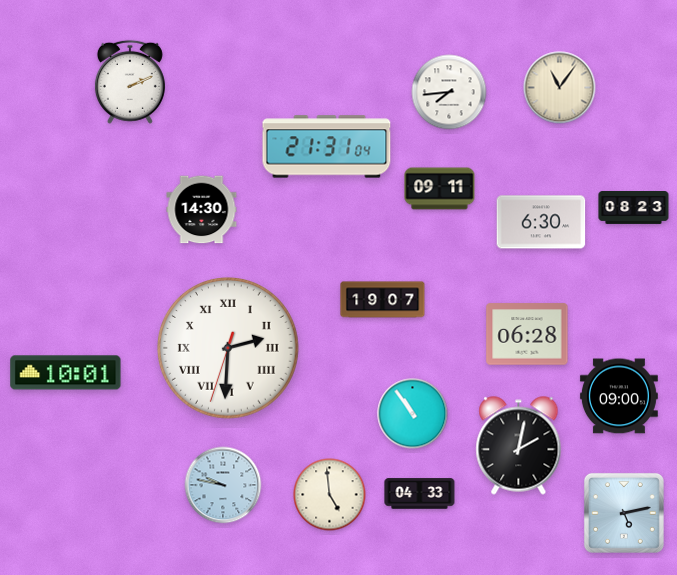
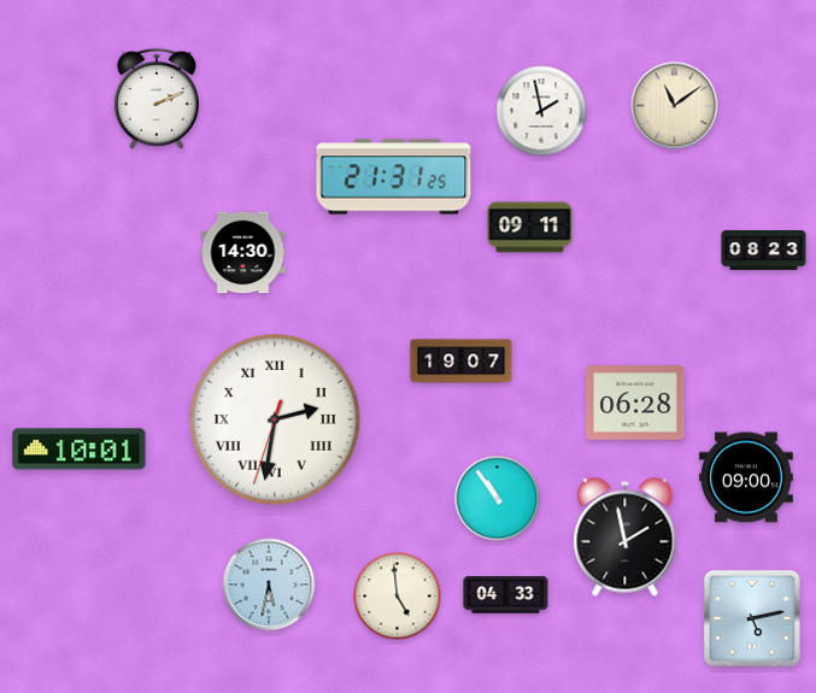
clock at (560, 88): 11:06 -> 11:09
clock at (449, 92): 7:44 -> 1:58
clock at (327, 147): 21:31:04 -> 21:31:25
clock at (541, 222): 6:30 -> none
clock at (229, 349): 2:30 -> 2:31
clock at (519, 446): 2:02 -> 1:58
clock at (223, 485): 9:47 -> 5:32
